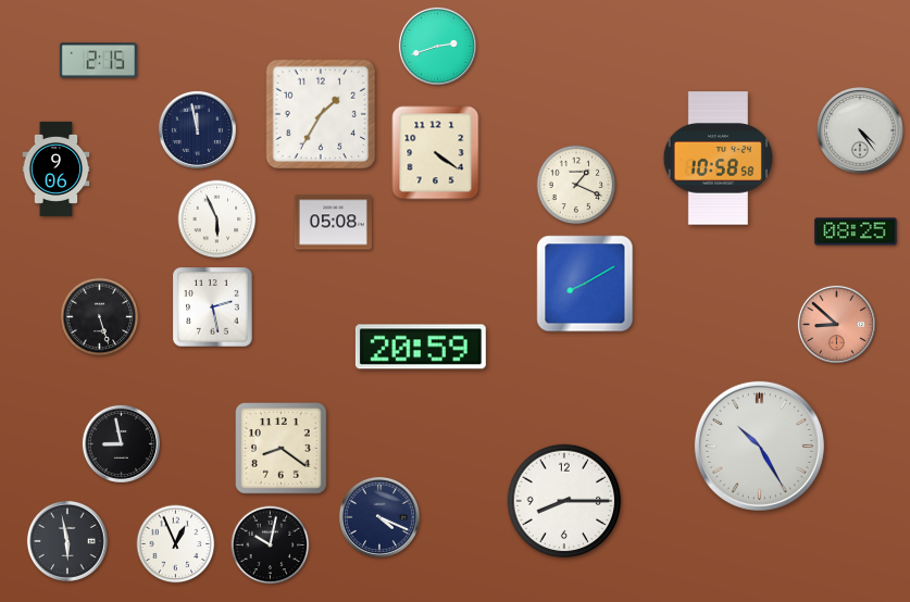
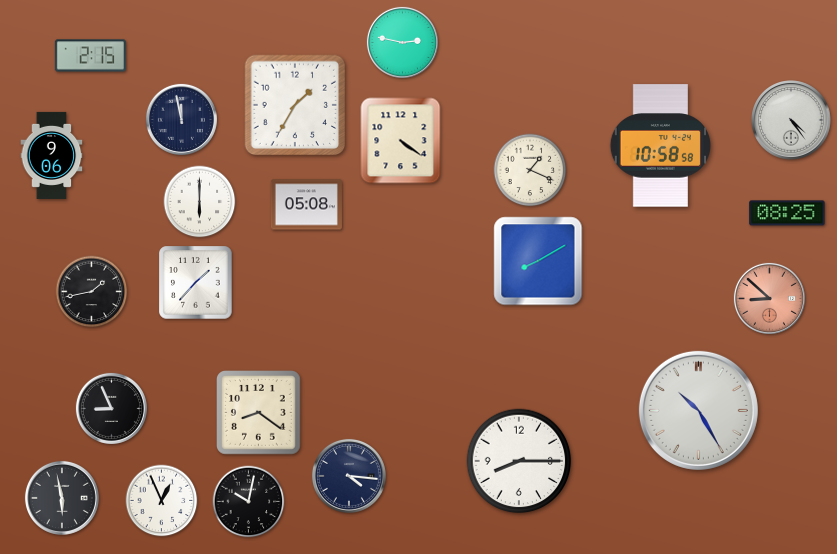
clock at (437, 46): 2:42 -> 2:47
clock at (217, 220): 5:56 -> 6:00
clock at (213, 308): 2:28 -> 1:37
clock at (100, 317): 5:27 -> 1:43
clock at (421, 347): 20:59 -> none
clock at (121, 443): 8:58 -> 8:56
clock at (379, 517): 4:19 -> 4:16
